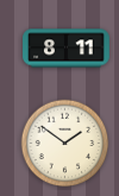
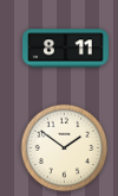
clock at (65, 144) position: (65, 144) -> (65, 148)
